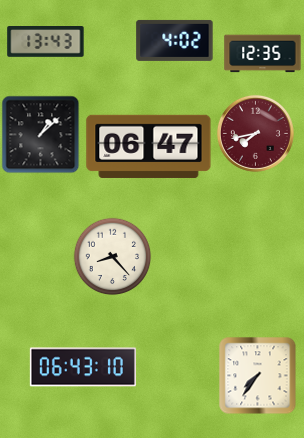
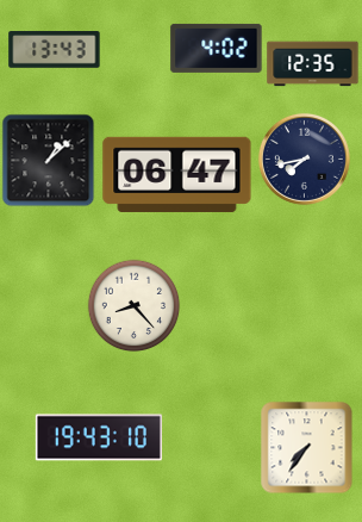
clock at (175, 40) position: (175, 40) -> (217, 48)
clock at (255, 133) dial: burgundy -> navy
clock at (83, 367): 06:43 -> 19:43
